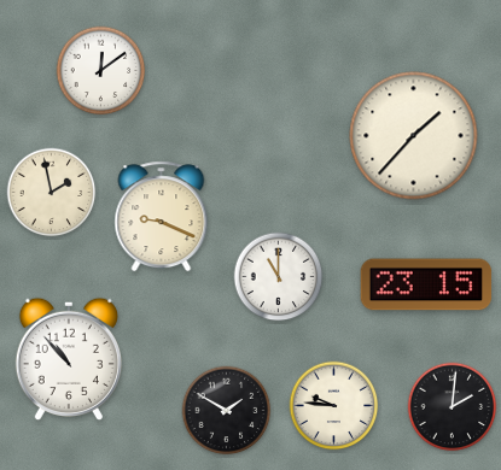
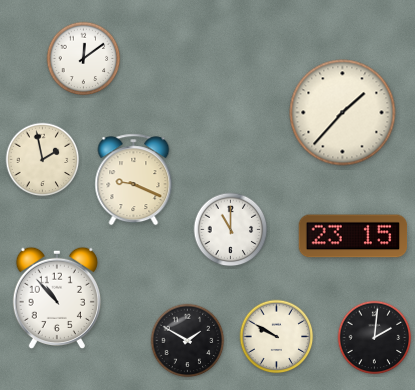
clock at (334, 406): 9:46 -> 9:50
